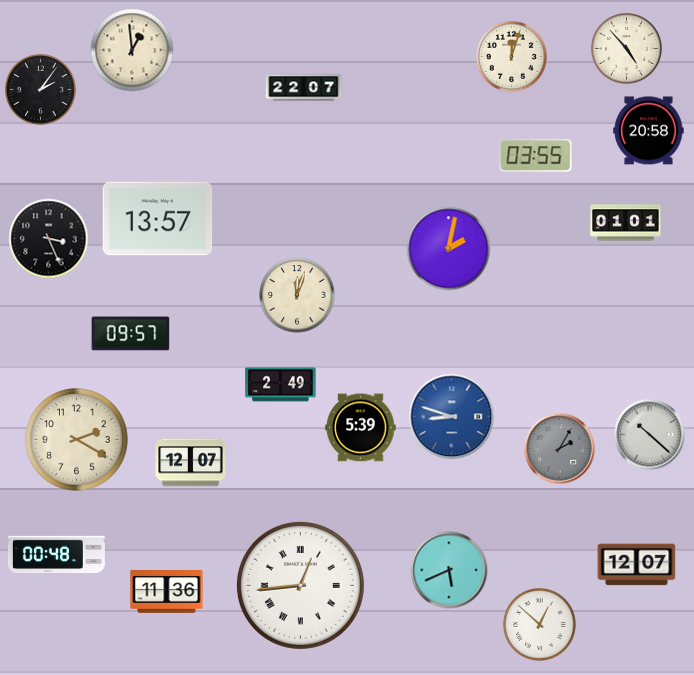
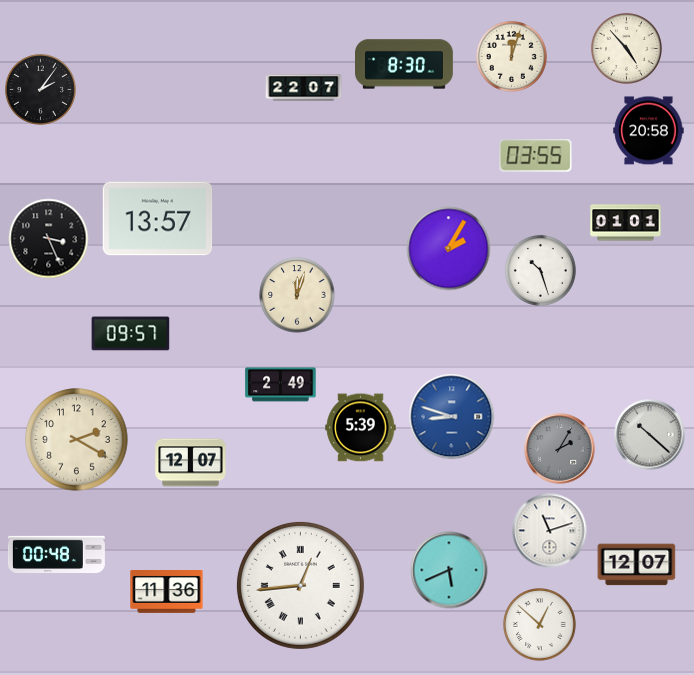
clock at (132, 50): 12:59 -> none
clock at (405, 64): none -> 8:30
clock at (449, 249): 2:02 -> 2:05
clock at (540, 270): none -> 10:27
clock at (550, 531): none -> 11:12
